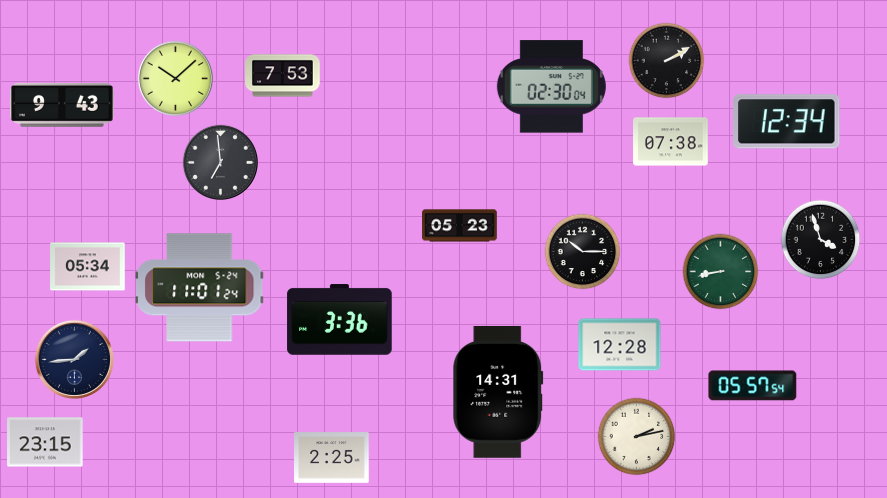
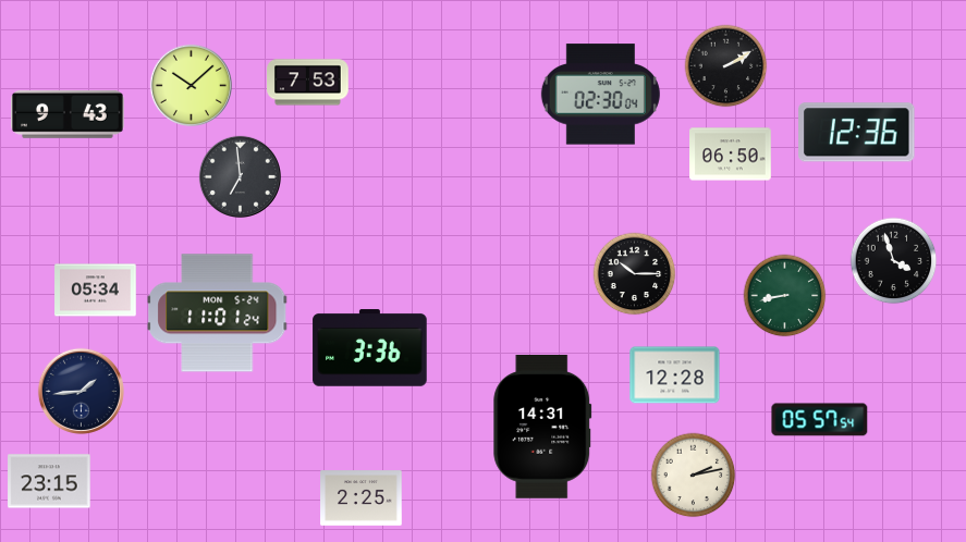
clock at (787, 122): 12:34 -> 12:36
clock at (671, 142): 07:38 -> 06:50
clock at (460, 226): 05:23 -> none
